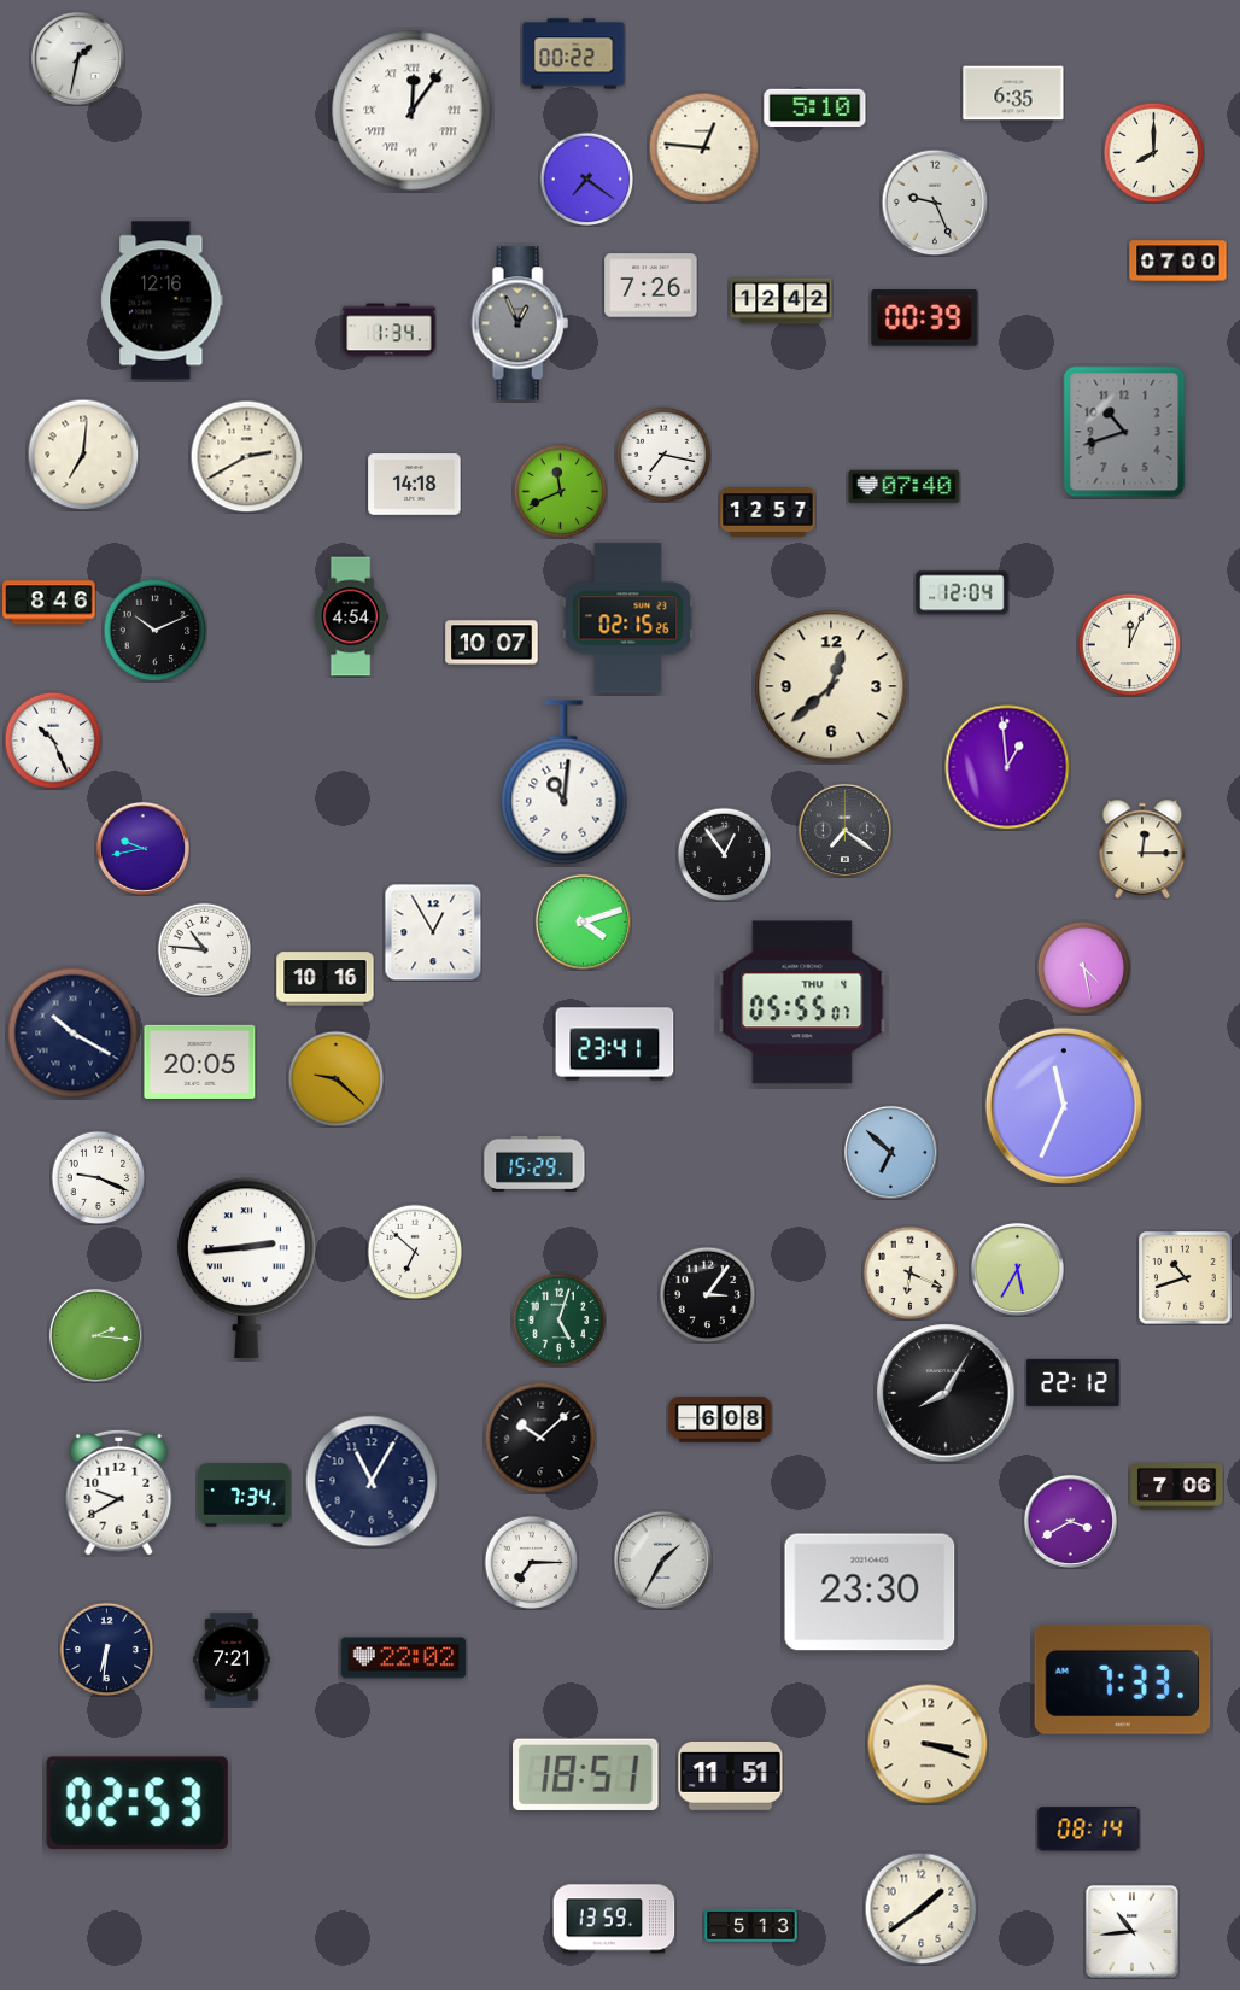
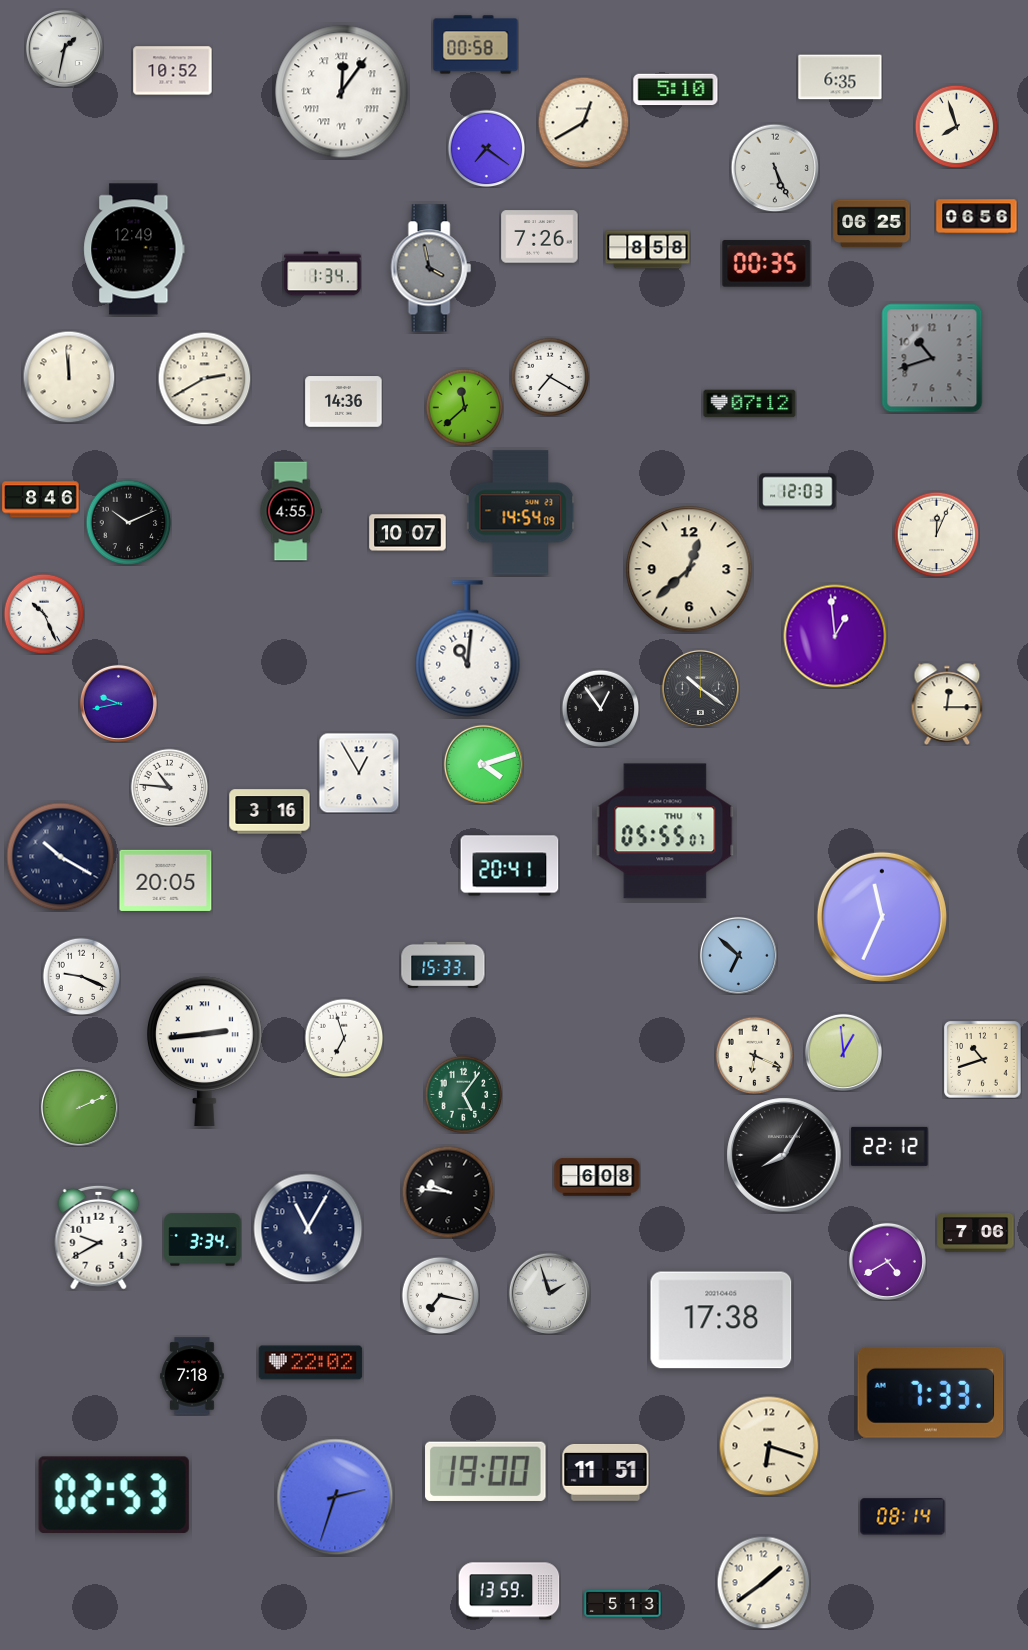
clock at (574, 54): 00:22 -> 00:58
clock at (173, 71): none -> 10:52
clock at (703, 147): 12:46 -> 12:40
clock at (1153, 152): 8:00 -> 7:57
clock at (935, 203): 9:26 -> 5:26
clock at (1178, 262): 07:00 -> 06:56
clock at (872, 224): none -> 06:25
clock at (162, 300): 12:16 -> 12:49
clock at (782, 302): 12:42 -> 8:58
clock at (925, 318): 00:39 -> 00:35
clock at (520, 323): 12:56 -> 3:58
clock at (83, 455): 7:01 -> 11:59
clock at (663, 455): 7:17 -> 7:20
clock at (415, 485): 14:18 -> 14:36
clock at (905, 487): 07:40 -> 07:12
clock at (560, 491): 11:41 -> 11:38
clock at (768, 513): 12:57 -> none
clock at (963, 593): 12:04 -> 12:03
clock at (351, 616): 4:54 -> 4:55
clock at (628, 619): 02:15 -> 14:54
clock at (844, 830): 7:21 -> 10:21
clock at (1083, 967): 4:28 -> none
clock at (326, 979): 10:16 -> 3:16
clock at (615, 1044): 23:41 -> 20:41
clock at (335, 1078): 9:22 -> none
clock at (534, 1164): 15:29 -> 15:33
clock at (415, 1252): 6:52 -> 6:57
clock at (1017, 1269): 5:35 -> 12:59
clock at (707, 1294): 3:06 -> none
clock at (558, 1319): 5:03 -> 5:06
clock at (95, 1335): 2:16 -> 2:11
clock at (540, 1438): 10:08 -> 9:46
clock at (245, 1496): 7:34 -> 3:34
clock at (1070, 1521): 3:40 -> 4:40
clock at (662, 1559): 1:35 -> 1:57
clock at (531, 1562): 7:15 -> 7:17
clock at (870, 1592): 23:30 -> 17:38
clock at (106, 1649): 6:31 -> none
clock at (404, 1658) position: (404, 1658) -> (311, 1363)
clock at (232, 1660): 7:21 -> 7:18
clock at (928, 1744): 3:18 -> 6:18
clock at (586, 1774): 18:51 -> 19:00
clock at (335, 1497): none -> 2:33
clock at (751, 1925) position: (751, 1925) -> (623, 1603)
clock at (1131, 1931): 10:44 -> none
